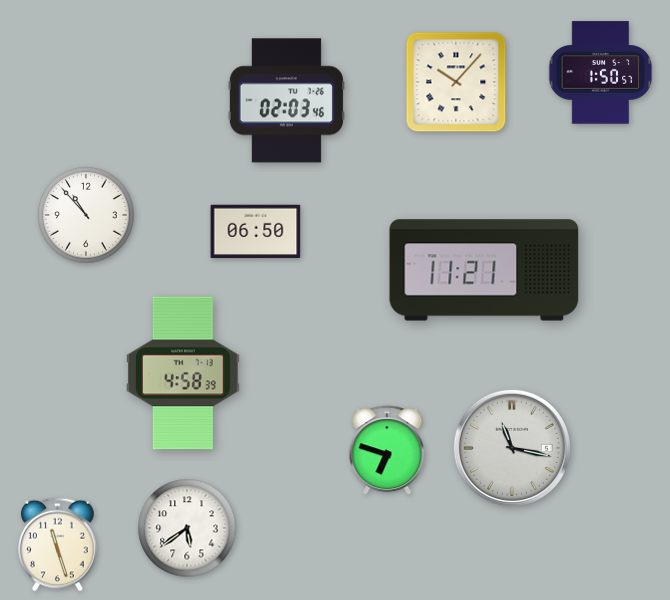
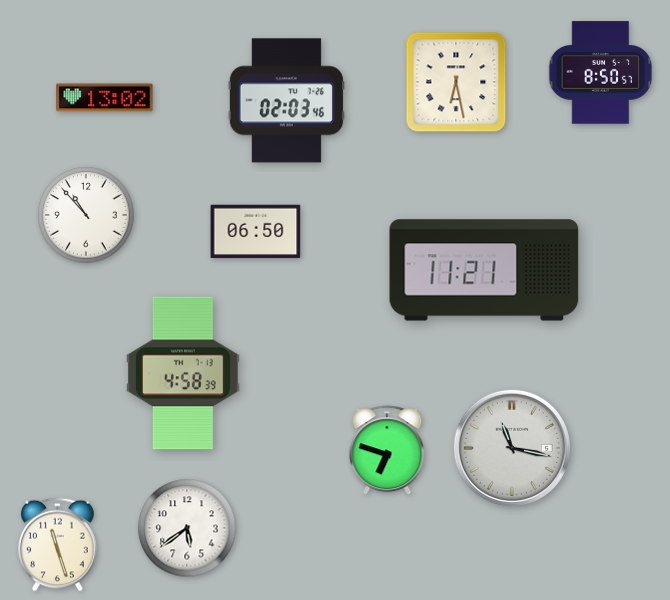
clock at (601, 73): 1:50 -> 8:50
clock at (456, 82): 10:07 -> 6:28
clock at (105, 98): none -> 13:02
